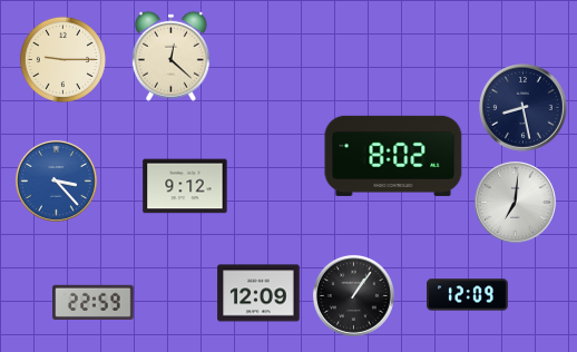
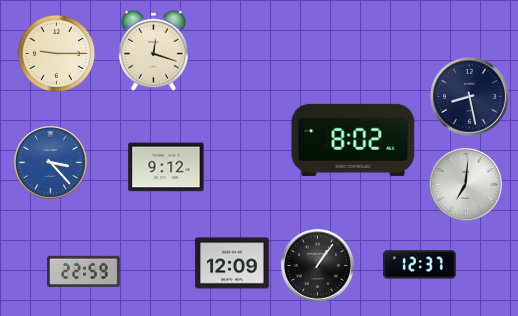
clock at (170, 56): 12:22 -> 12:18
clock at (515, 202) position: (515, 202) -> (465, 184)
clock at (468, 295): 12:09 -> 12:37
